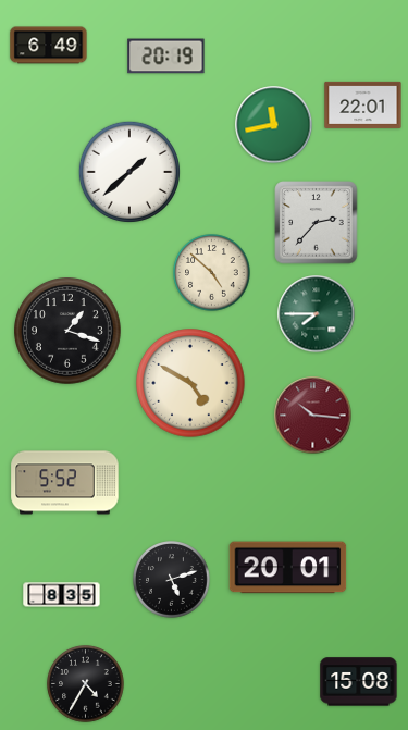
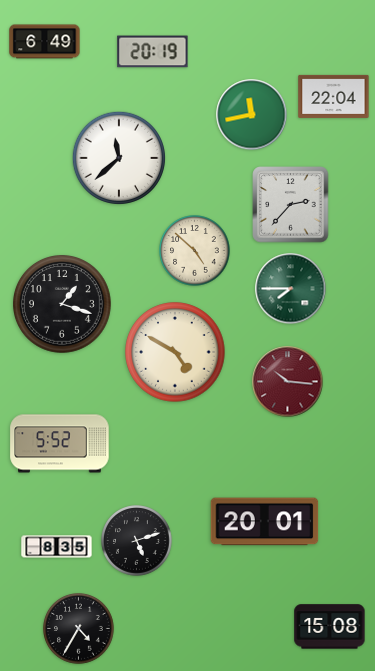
clock at (363, 104): 22:01 -> 22:04
clock at (128, 171): 1:38 -> 11:38
clock at (172, 580) position: (172, 580) -> (137, 541)
